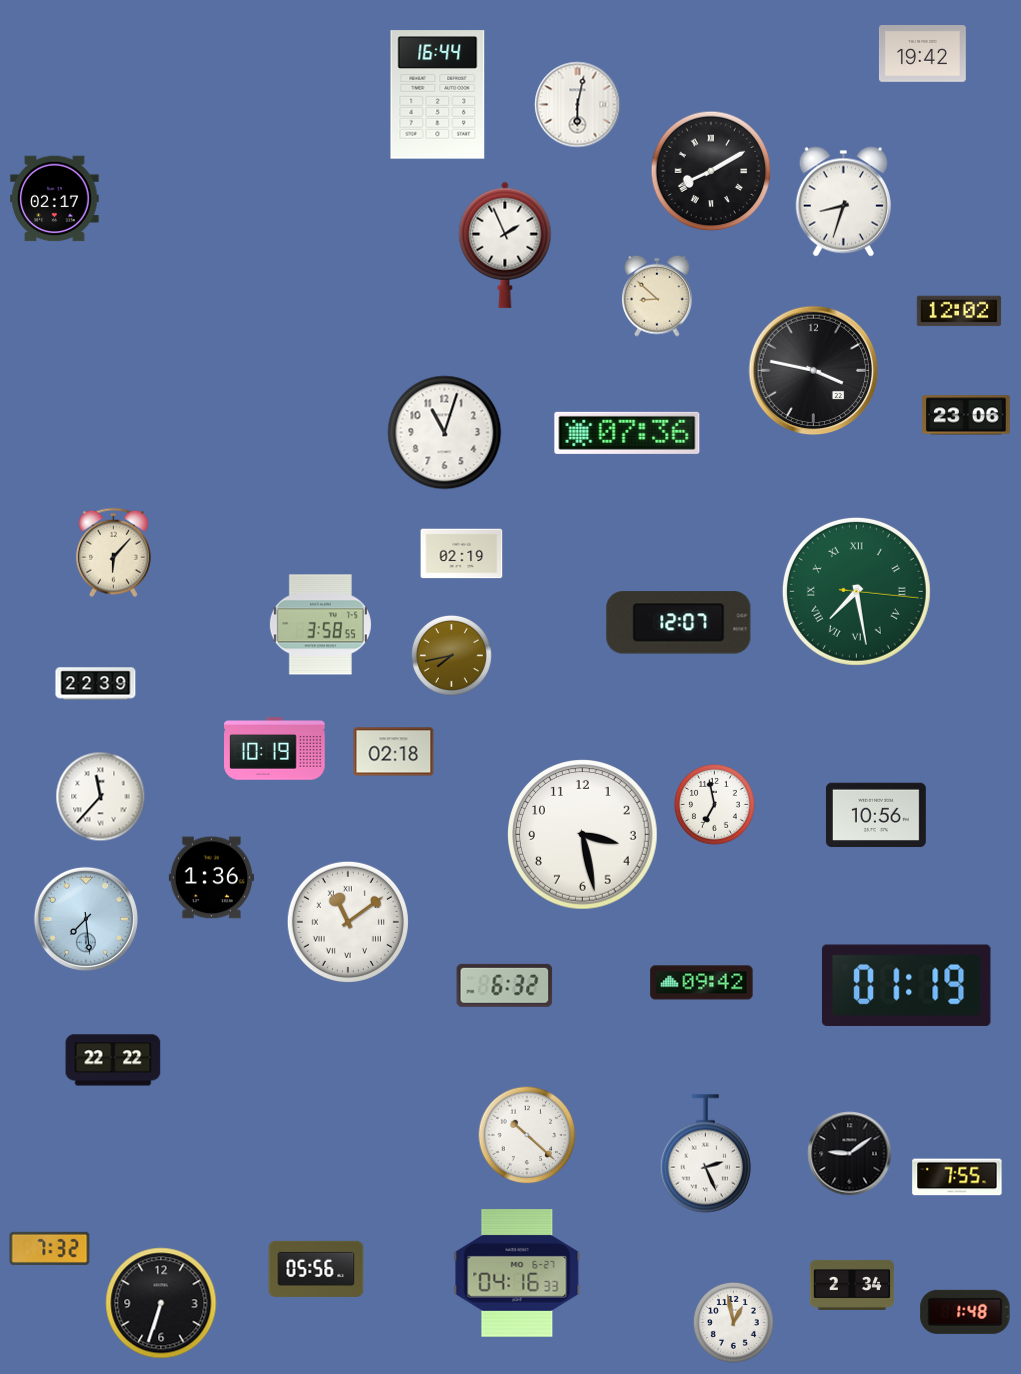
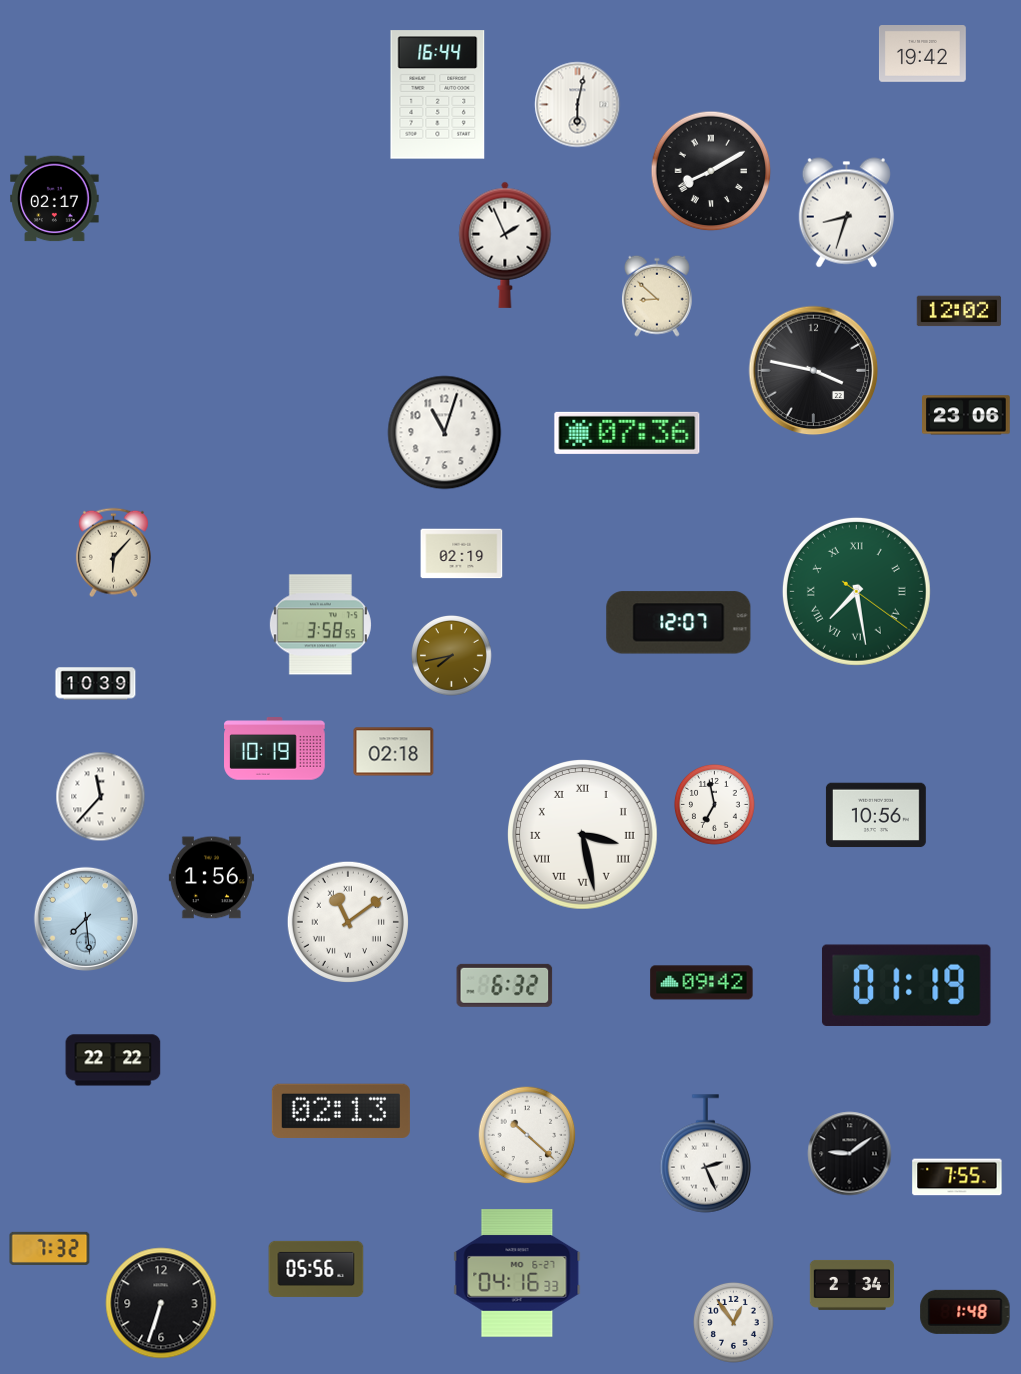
clock at (843, 202) position: (843, 202) -> (846, 213)
clock at (856, 591): 7:28:16 -> 7:28:21
clock at (96, 684): 22:39 -> 10:39
clock at (583, 835) numerals: Arabic -> Roman
clock at (211, 878): 1:36 -> 1:56
clock at (341, 1111): none -> 02:13
clock at (733, 1322): 12:58 -> 12:54
